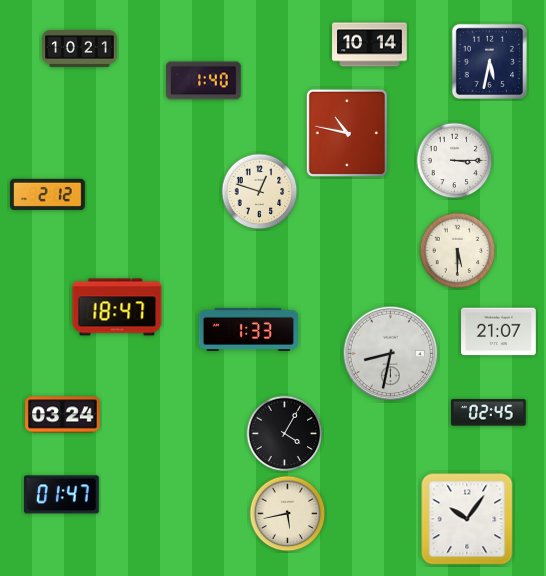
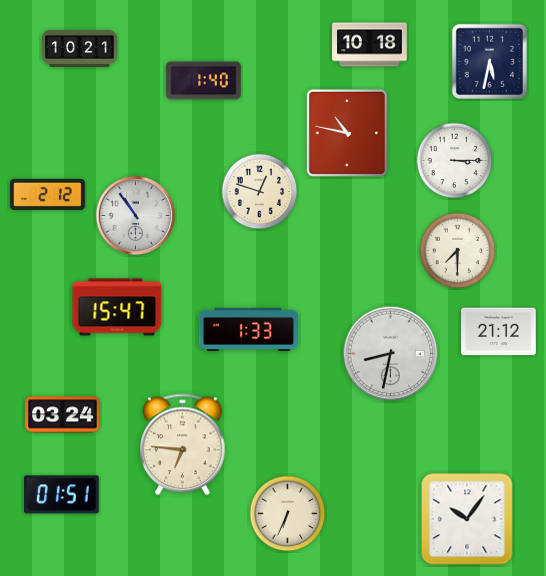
clock at (370, 45): 10:14 -> 10:18
clock at (135, 215): none -> 10:54
clock at (458, 251): 5:30 -> 7:30
clock at (117, 307): 18:47 -> 15:47
clock at (499, 332): 21:07 -> 21:12
clock at (489, 413): 02:45 -> none
clock at (285, 434): 4:05 -> none
clock at (183, 445): none -> 6:46
clock at (62, 495): 01:47 -> 01:51
clock at (288, 514): 5:43 -> 6:34
